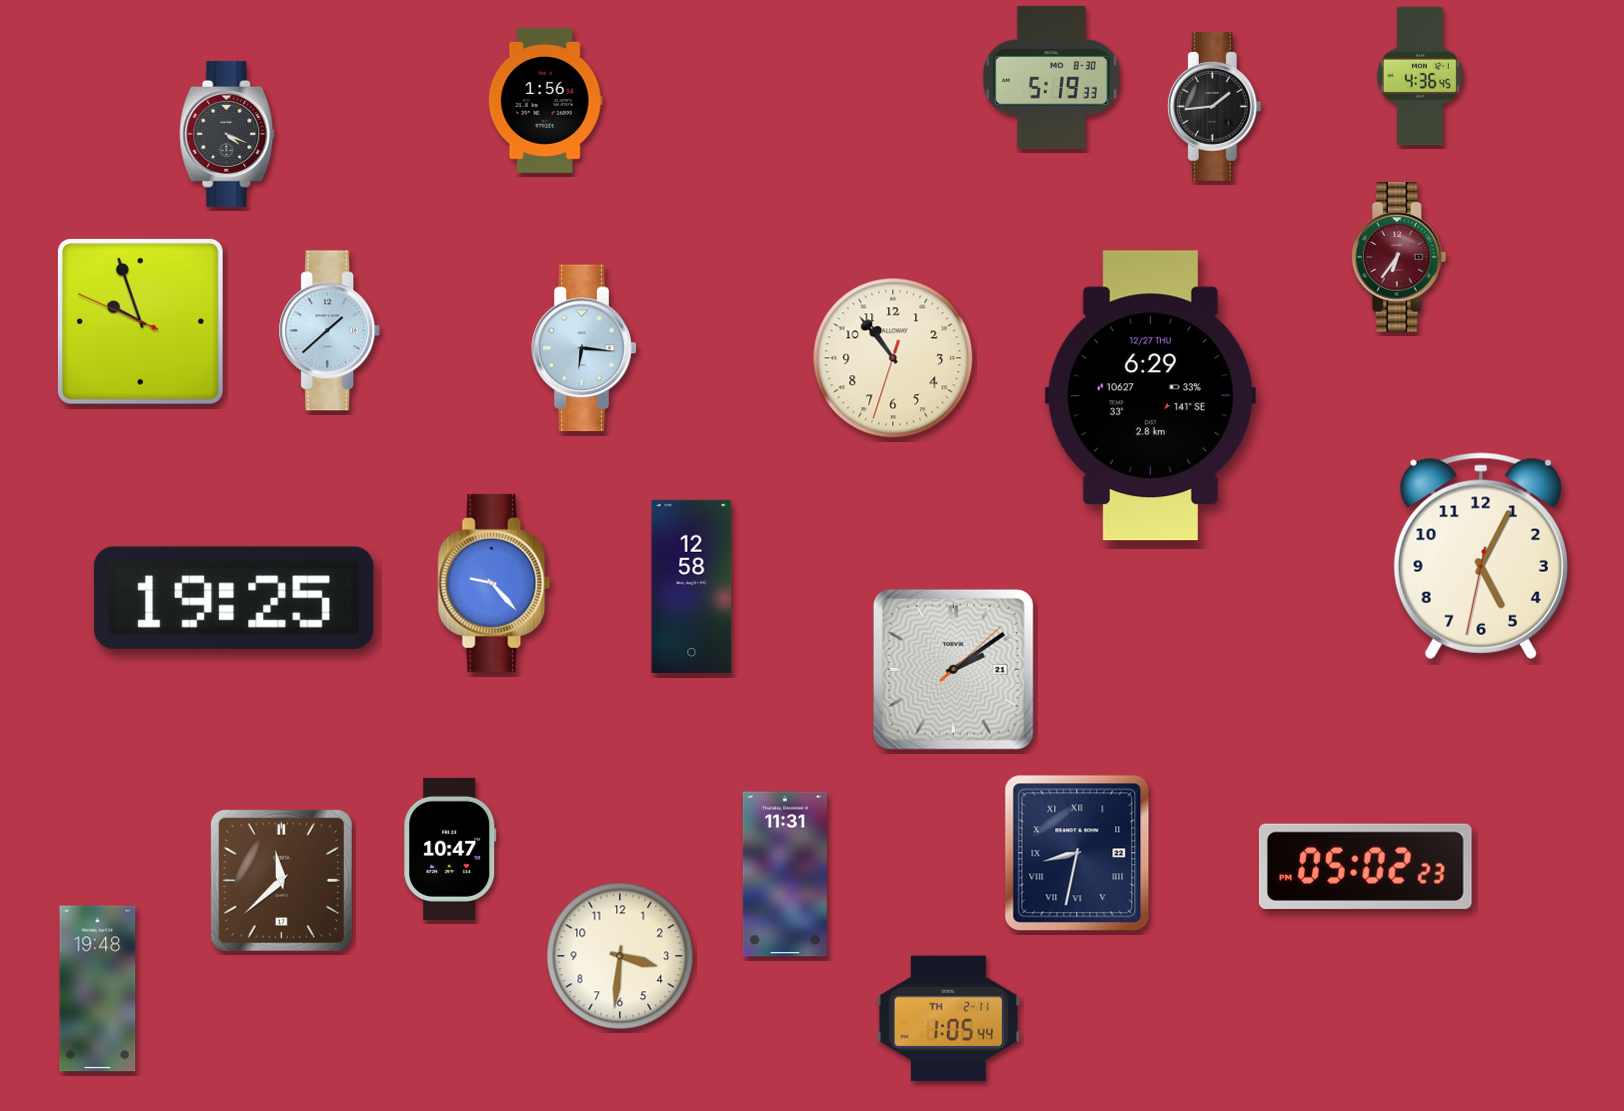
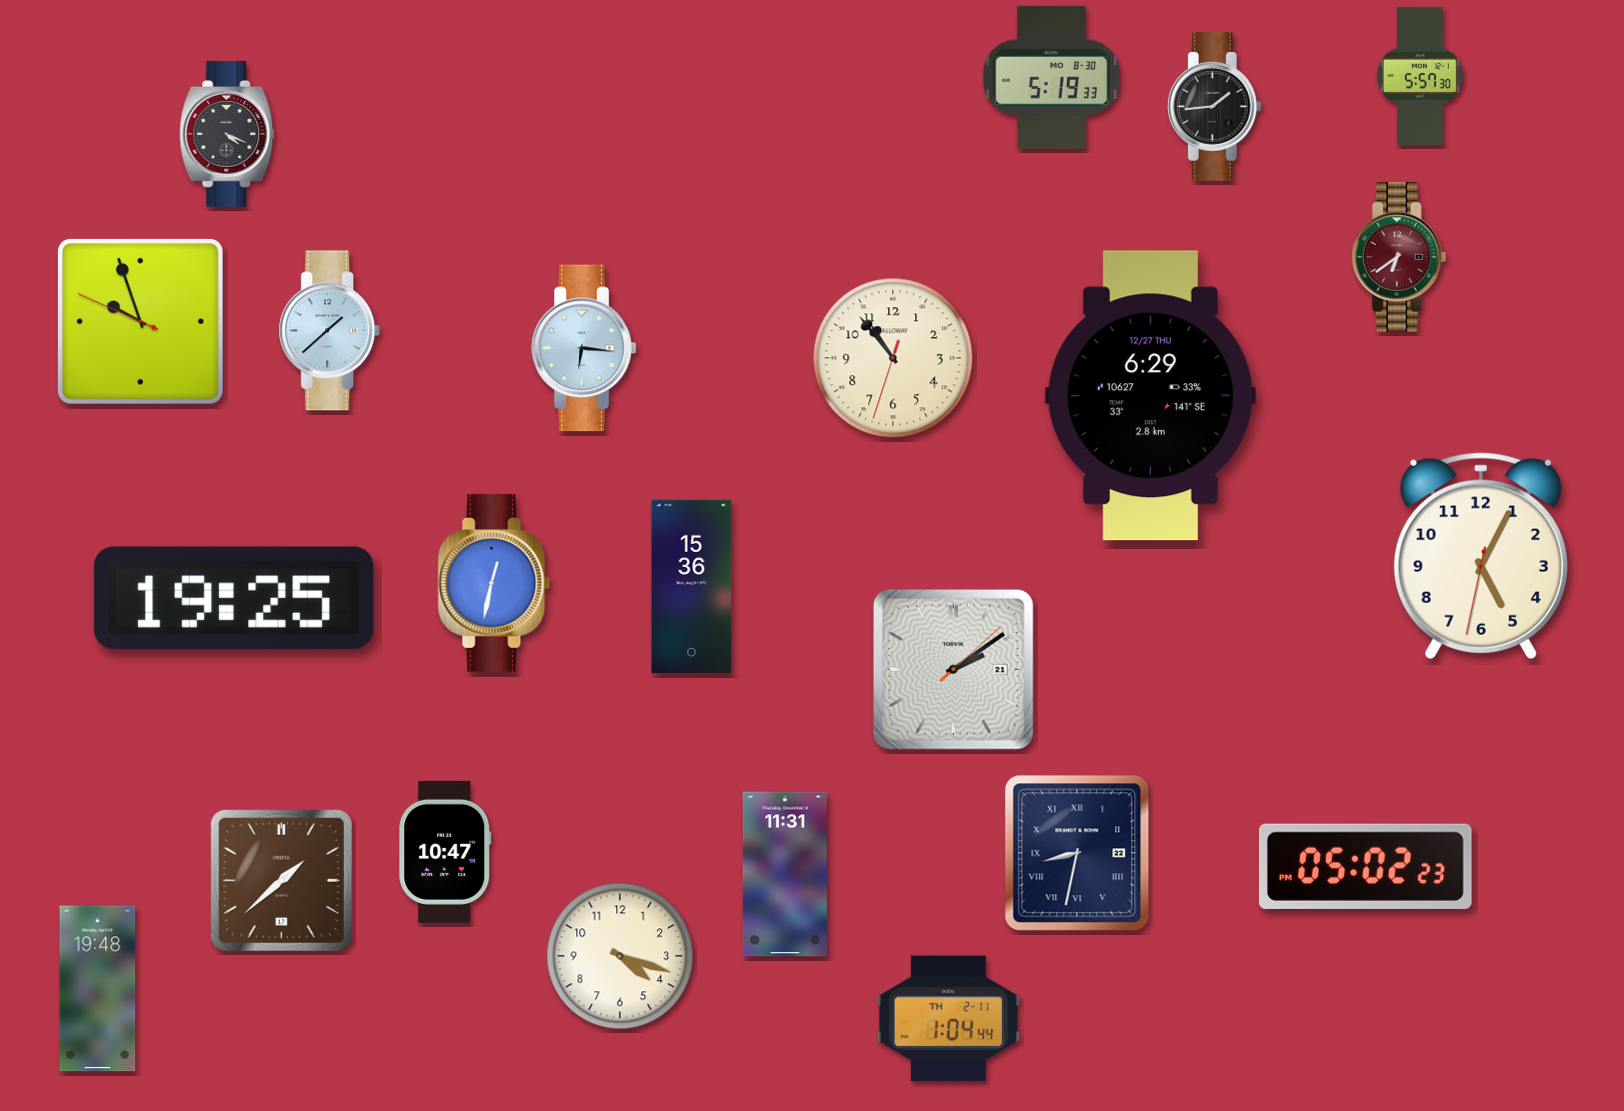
clock at (1420, 76): 4:36 -> 5:57
clock at (545, 100): 1:56 -> none
clock at (1399, 257): 6:36 -> 6:39
clock at (494, 583): 9:23 -> 12:32
clock at (692, 586): 12:58 -> 15:36
clock at (450, 849) position: (450, 849) -> (445, 852)
clock at (281, 880): 11:38 -> 1:38
clock at (620, 956): 3:31 -> 4:18
clock at (948, 1019): 1:05 -> 1:04
